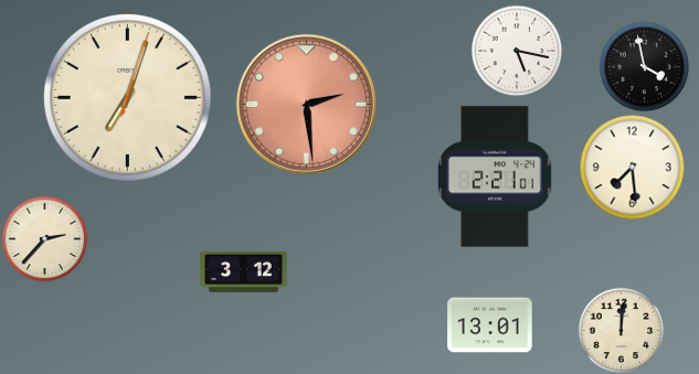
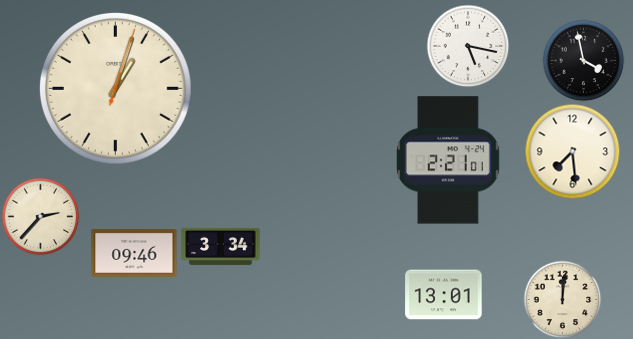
clock at (127, 97): 7:03 -> 1:03
clock at (306, 104): 2:29 -> none
clock at (244, 271): 3:12 -> 3:34
clock at (134, 254): none -> 09:46
